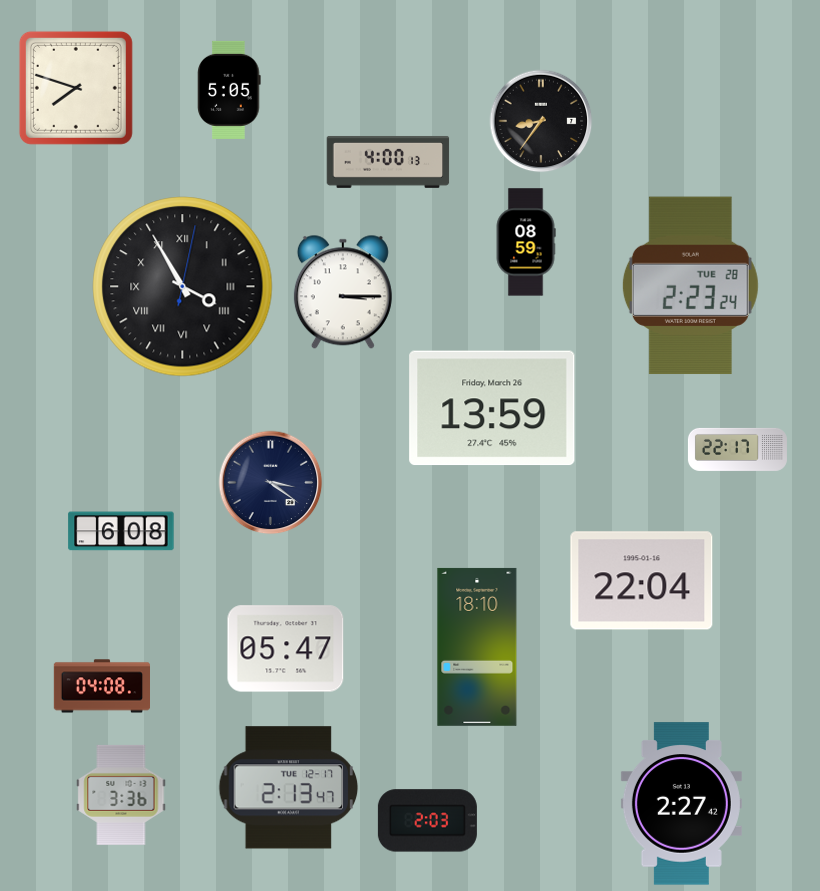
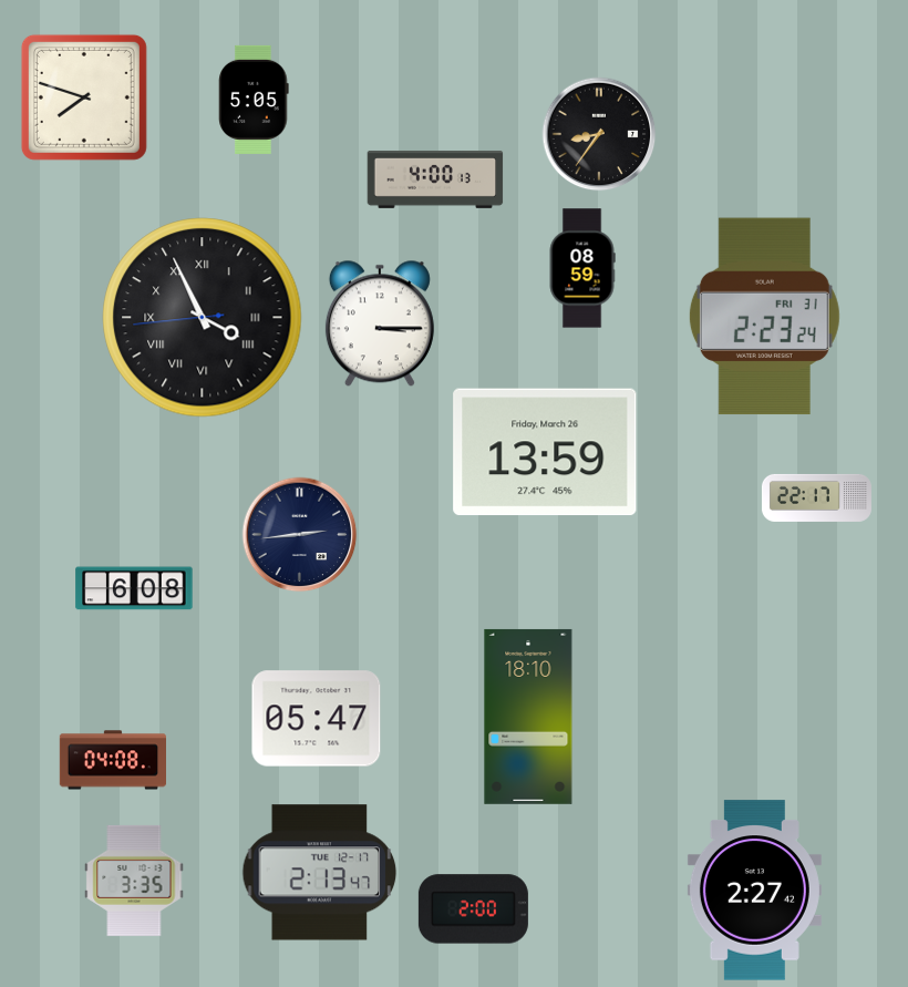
clock at (388, 162) position: (388, 162) -> (435, 179)
clock at (690, 286) date: TUE 28 -> FRI 31
clock at (183, 287): 3:55:02 -> 3:55:44
clock at (271, 483): 3:21 -> 2:44
clock at (642, 581): 22:04 -> none
clock at (121, 795): 3:36 -> 3:35
clock at (427, 821): 2:03 -> 2:00
